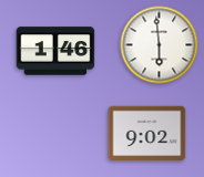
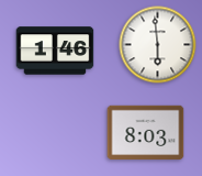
clock at (147, 134): 9:02 -> 8:03
